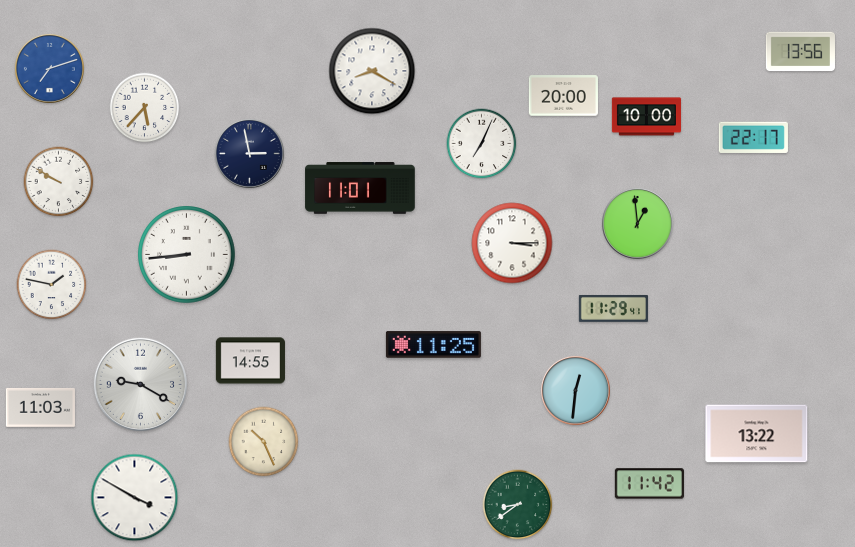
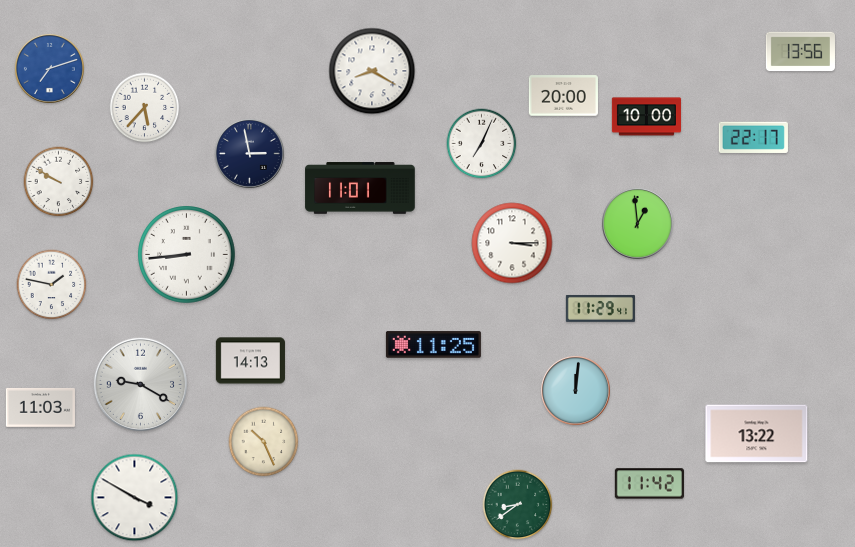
clock at (613, 309) position: (613, 309) -> (600, 309)
clock at (250, 361): 14:55 -> 14:13
clock at (575, 390): 12:31 -> 12:01
